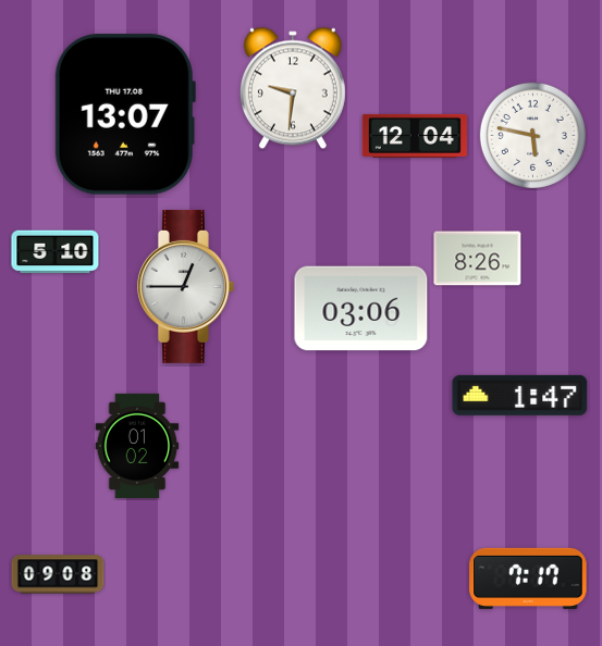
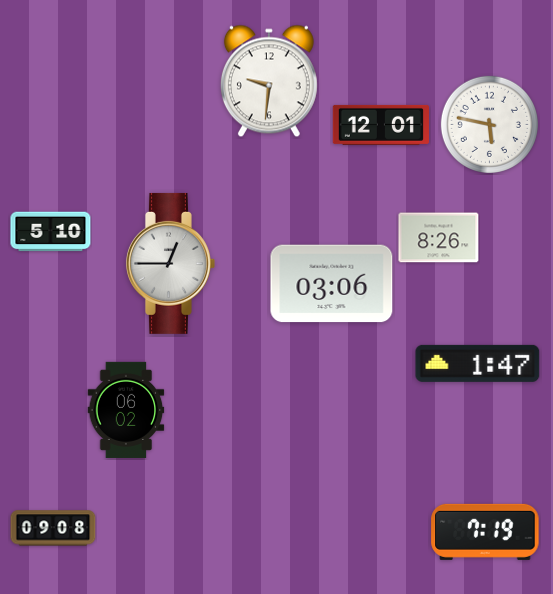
clock at (125, 114): 13:07 -> none
clock at (415, 136): 12:04 -> 12:01
clock at (137, 446): 01:02 -> 06:02
clock at (528, 579): 7:17 -> 7:19
